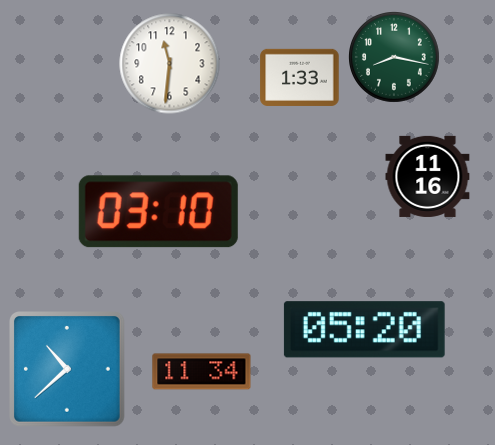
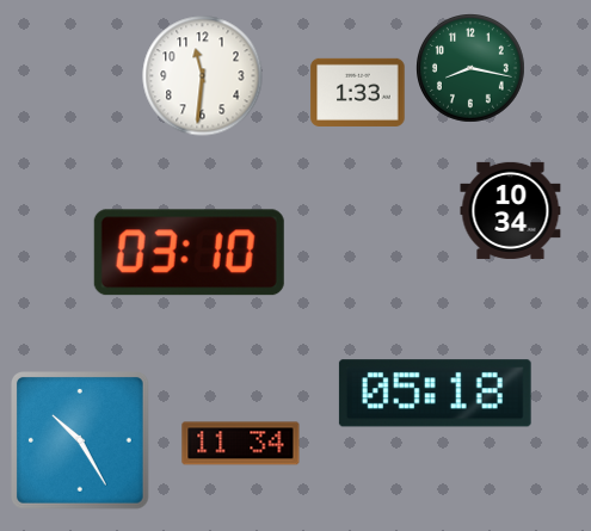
clock at (428, 176): 11:16 -> 10:34
clock at (364, 330): 05:20 -> 05:18
clock at (68, 370): 10:38 -> 10:25
